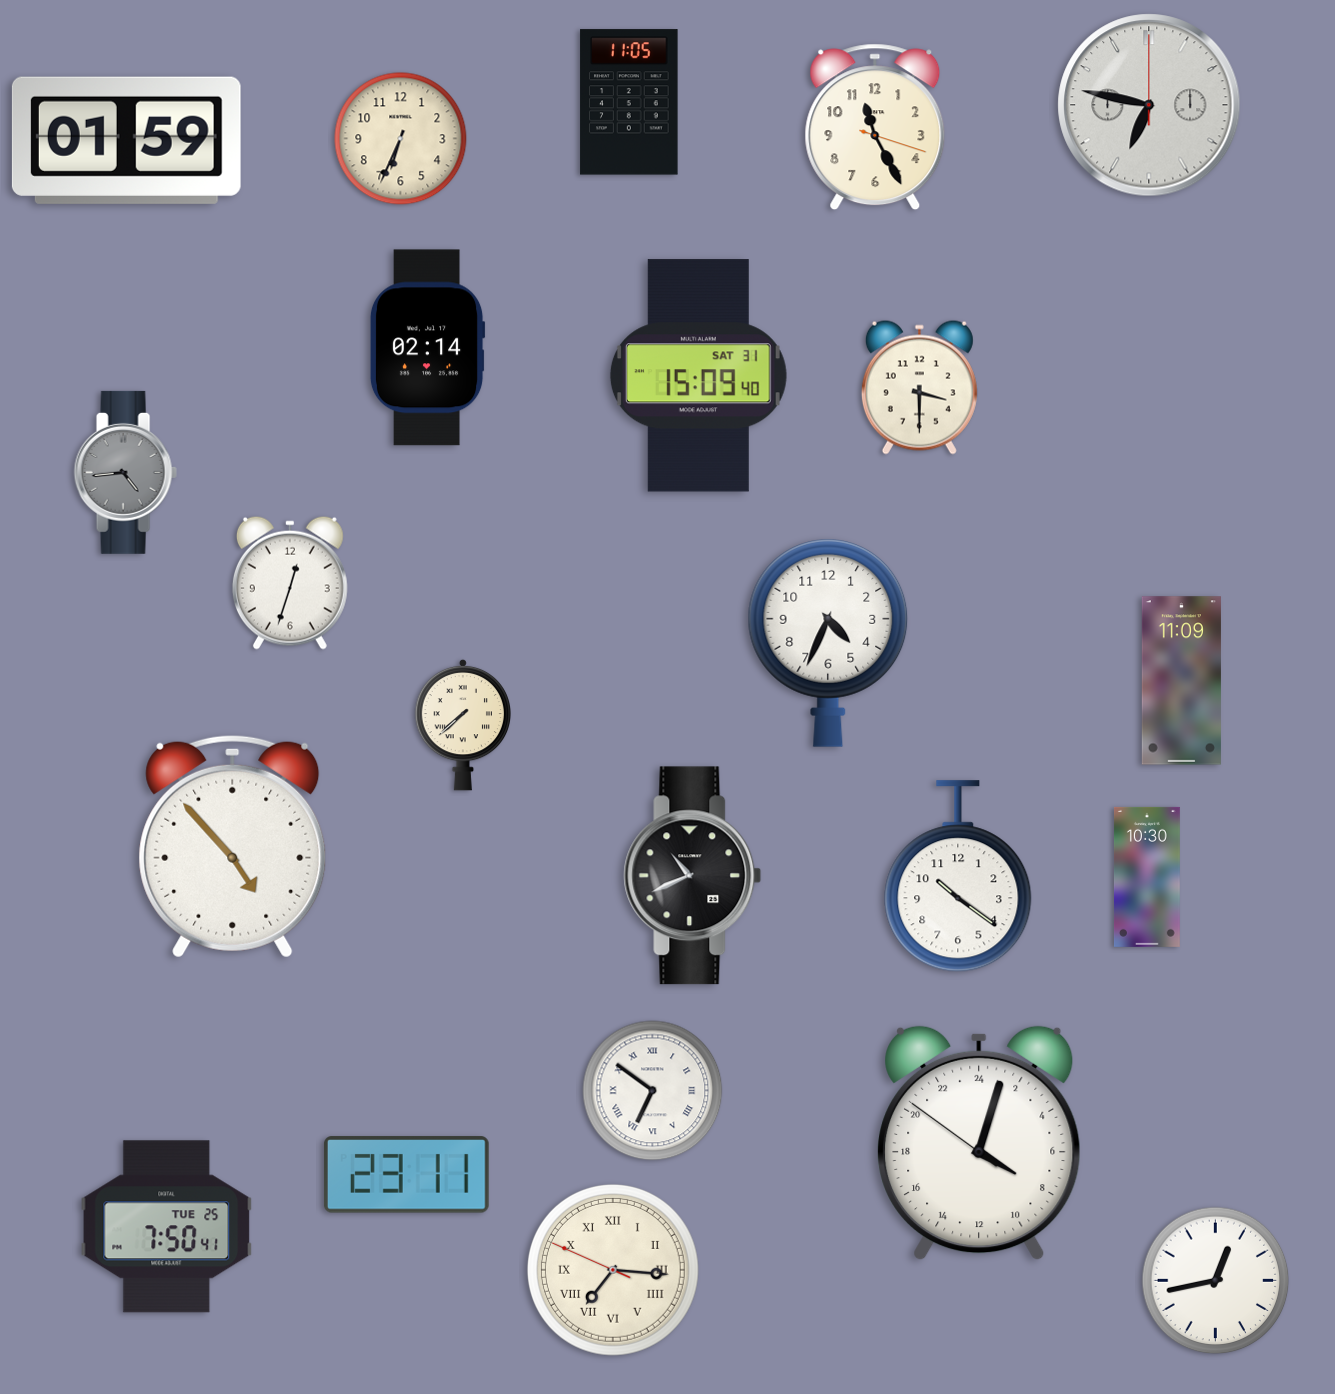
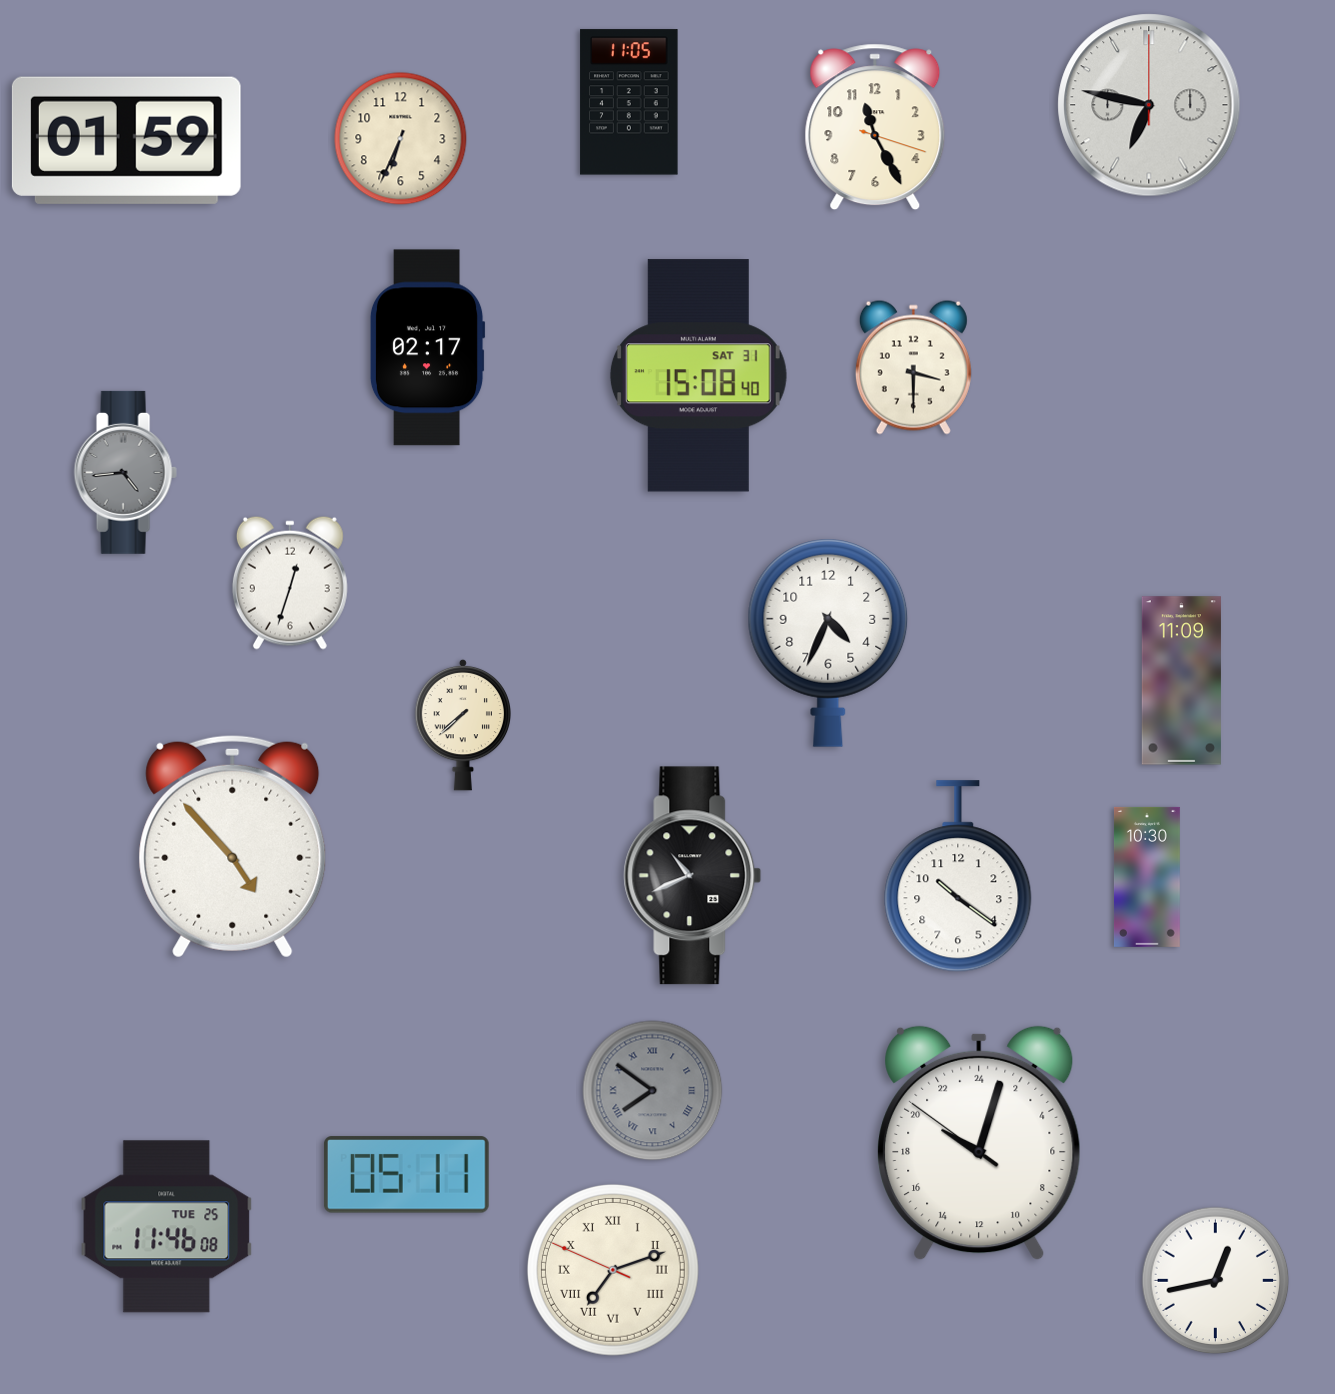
clock at (427, 348): 02:14 -> 02:17
clock at (698, 376): 15:09 -> 15:08
clock at (919, 387) position: (919, 387) -> (913, 367)
clock at (653, 1091): 6:51 -> 7:51
clock at (653, 1091) dial: white -> grey
clock at (979, 1143): 8:02 -> 20:02
clock at (406, 1175): 23:11 -> 05:11
clock at (167, 1227): 7:50 -> 11:46
clock at (613, 1270): 7:15 -> 7:11
